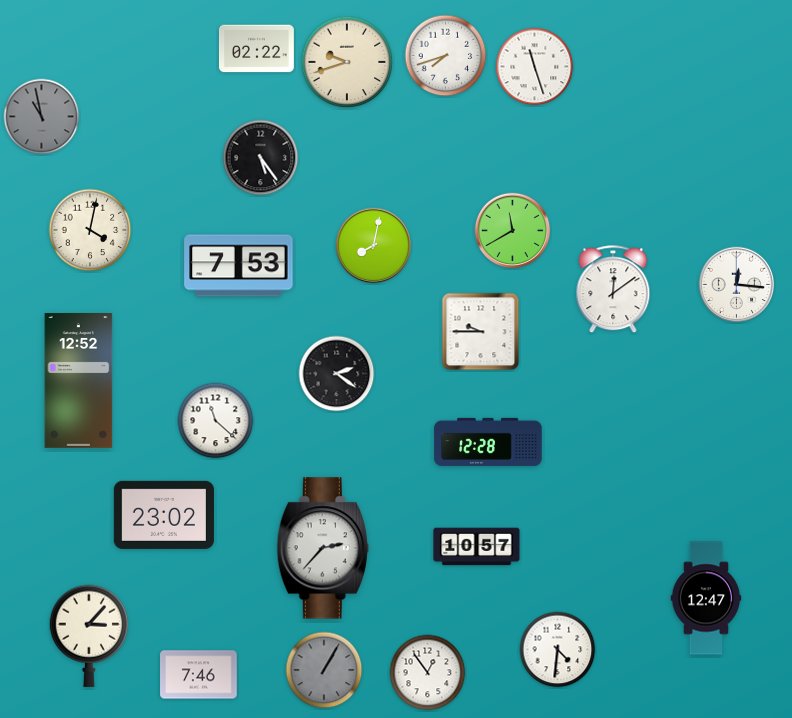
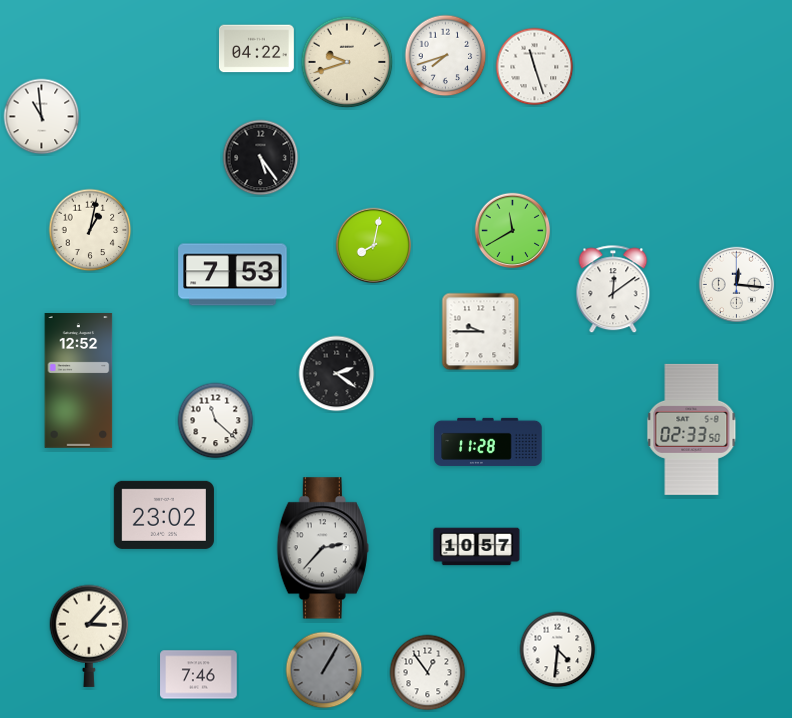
clock at (256, 49): 02:22 -> 04:22
clock at (42, 117): 10:58 -> 10:59
clock at (42, 117) dial: grey -> white
clock at (90, 230): 4:02 -> 1:02
clock at (239, 266) position: (239, 266) -> (233, 275)
clock at (692, 429): none -> 02:33
clock at (488, 442): 12:28 -> 11:28
clock at (706, 598): 12:47 -> none
